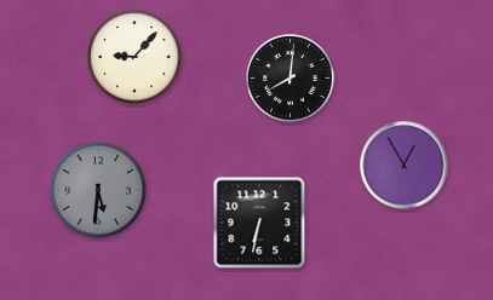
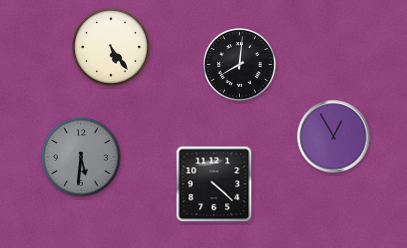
clock at (134, 57): 9:07 -> 5:24
clock at (259, 223): 6:32 -> 4:22
